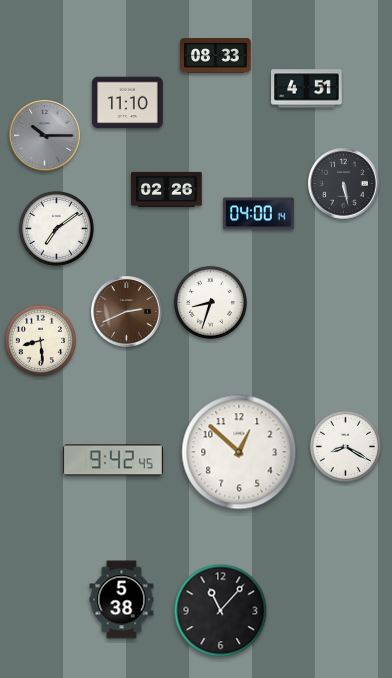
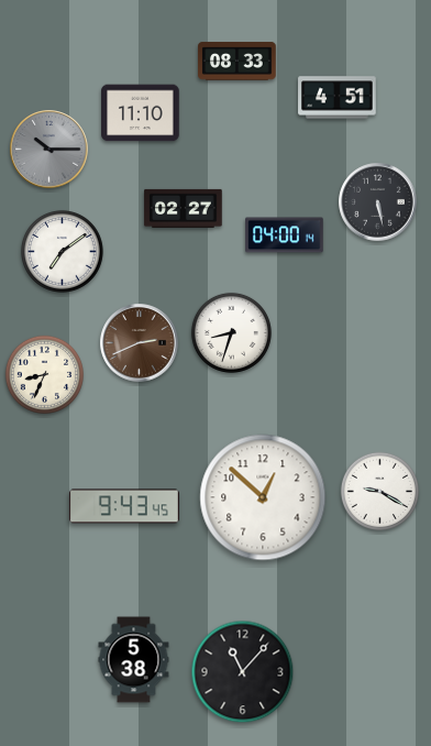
clock at (167, 189): 02:26 -> 02:27
clock at (40, 340): 8:29 -> 8:34
clock at (345, 446): 8:20 -> 9:20
clock at (113, 460): 9:42 -> 9:43
